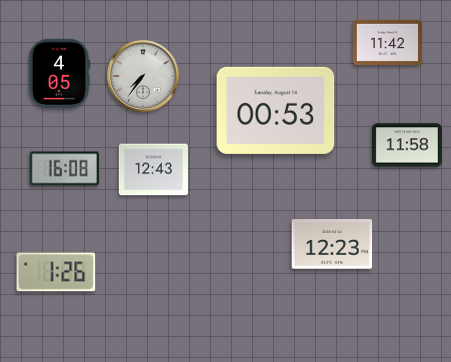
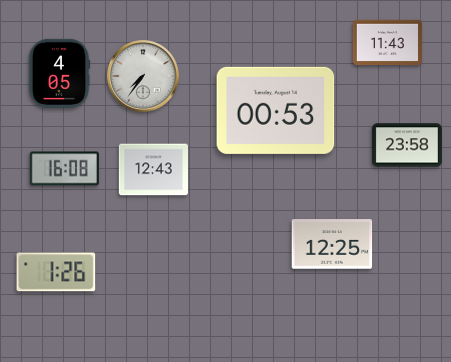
clock at (387, 43): 11:42 -> 11:43
clock at (407, 145): 11:58 -> 23:58
clock at (332, 244): 12:23 -> 12:25
